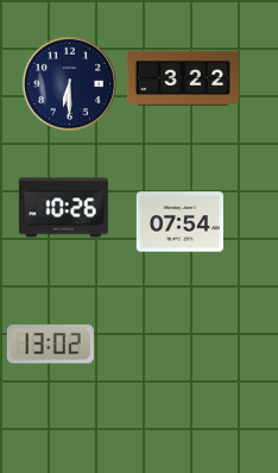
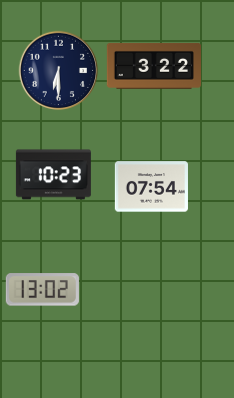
clock at (63, 208): 10:26 -> 10:23
